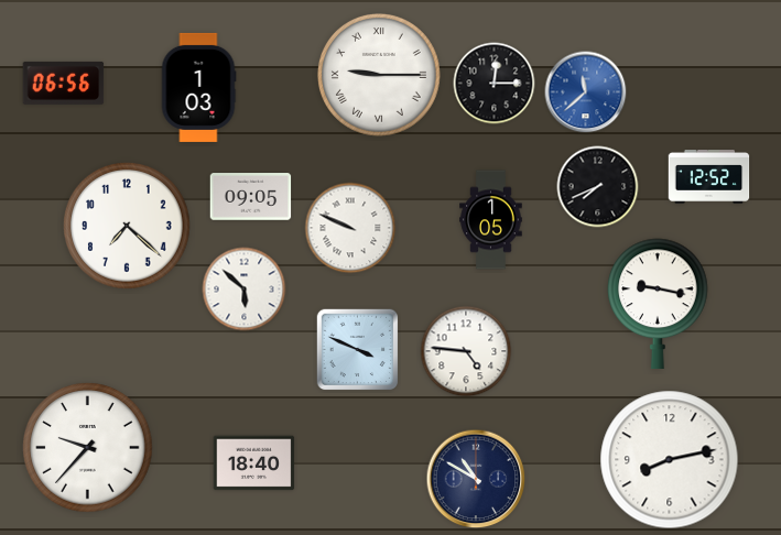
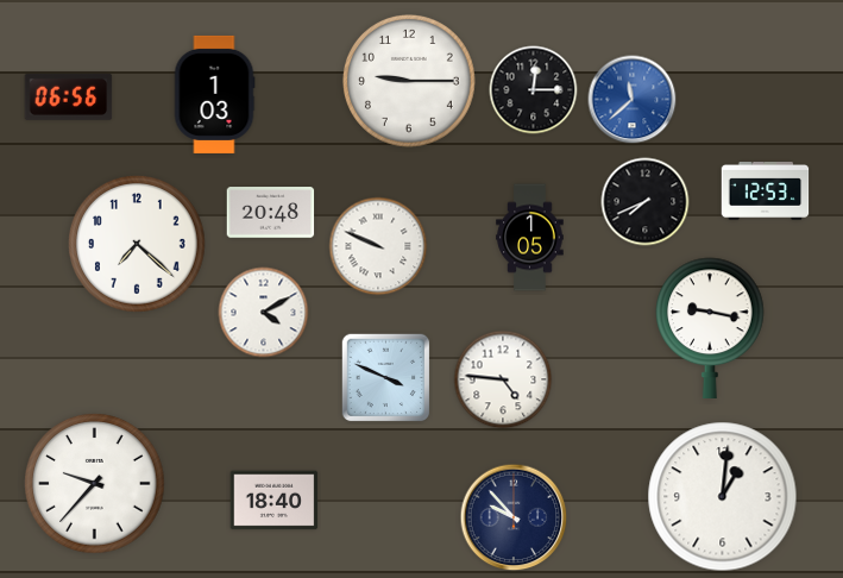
clock at (379, 75) numerals: Roman -> Arabic
clock at (64, 83) position: (64, 83) -> (69, 96)
clock at (709, 177): 12:52 -> 12:53
clock at (251, 197): 09:05 -> 20:48
clock at (245, 290): 5:52 -> 4:10
clock at (670, 460): 8:13 -> 1:01
clock at (476, 479): 10:50 -> 9:53
